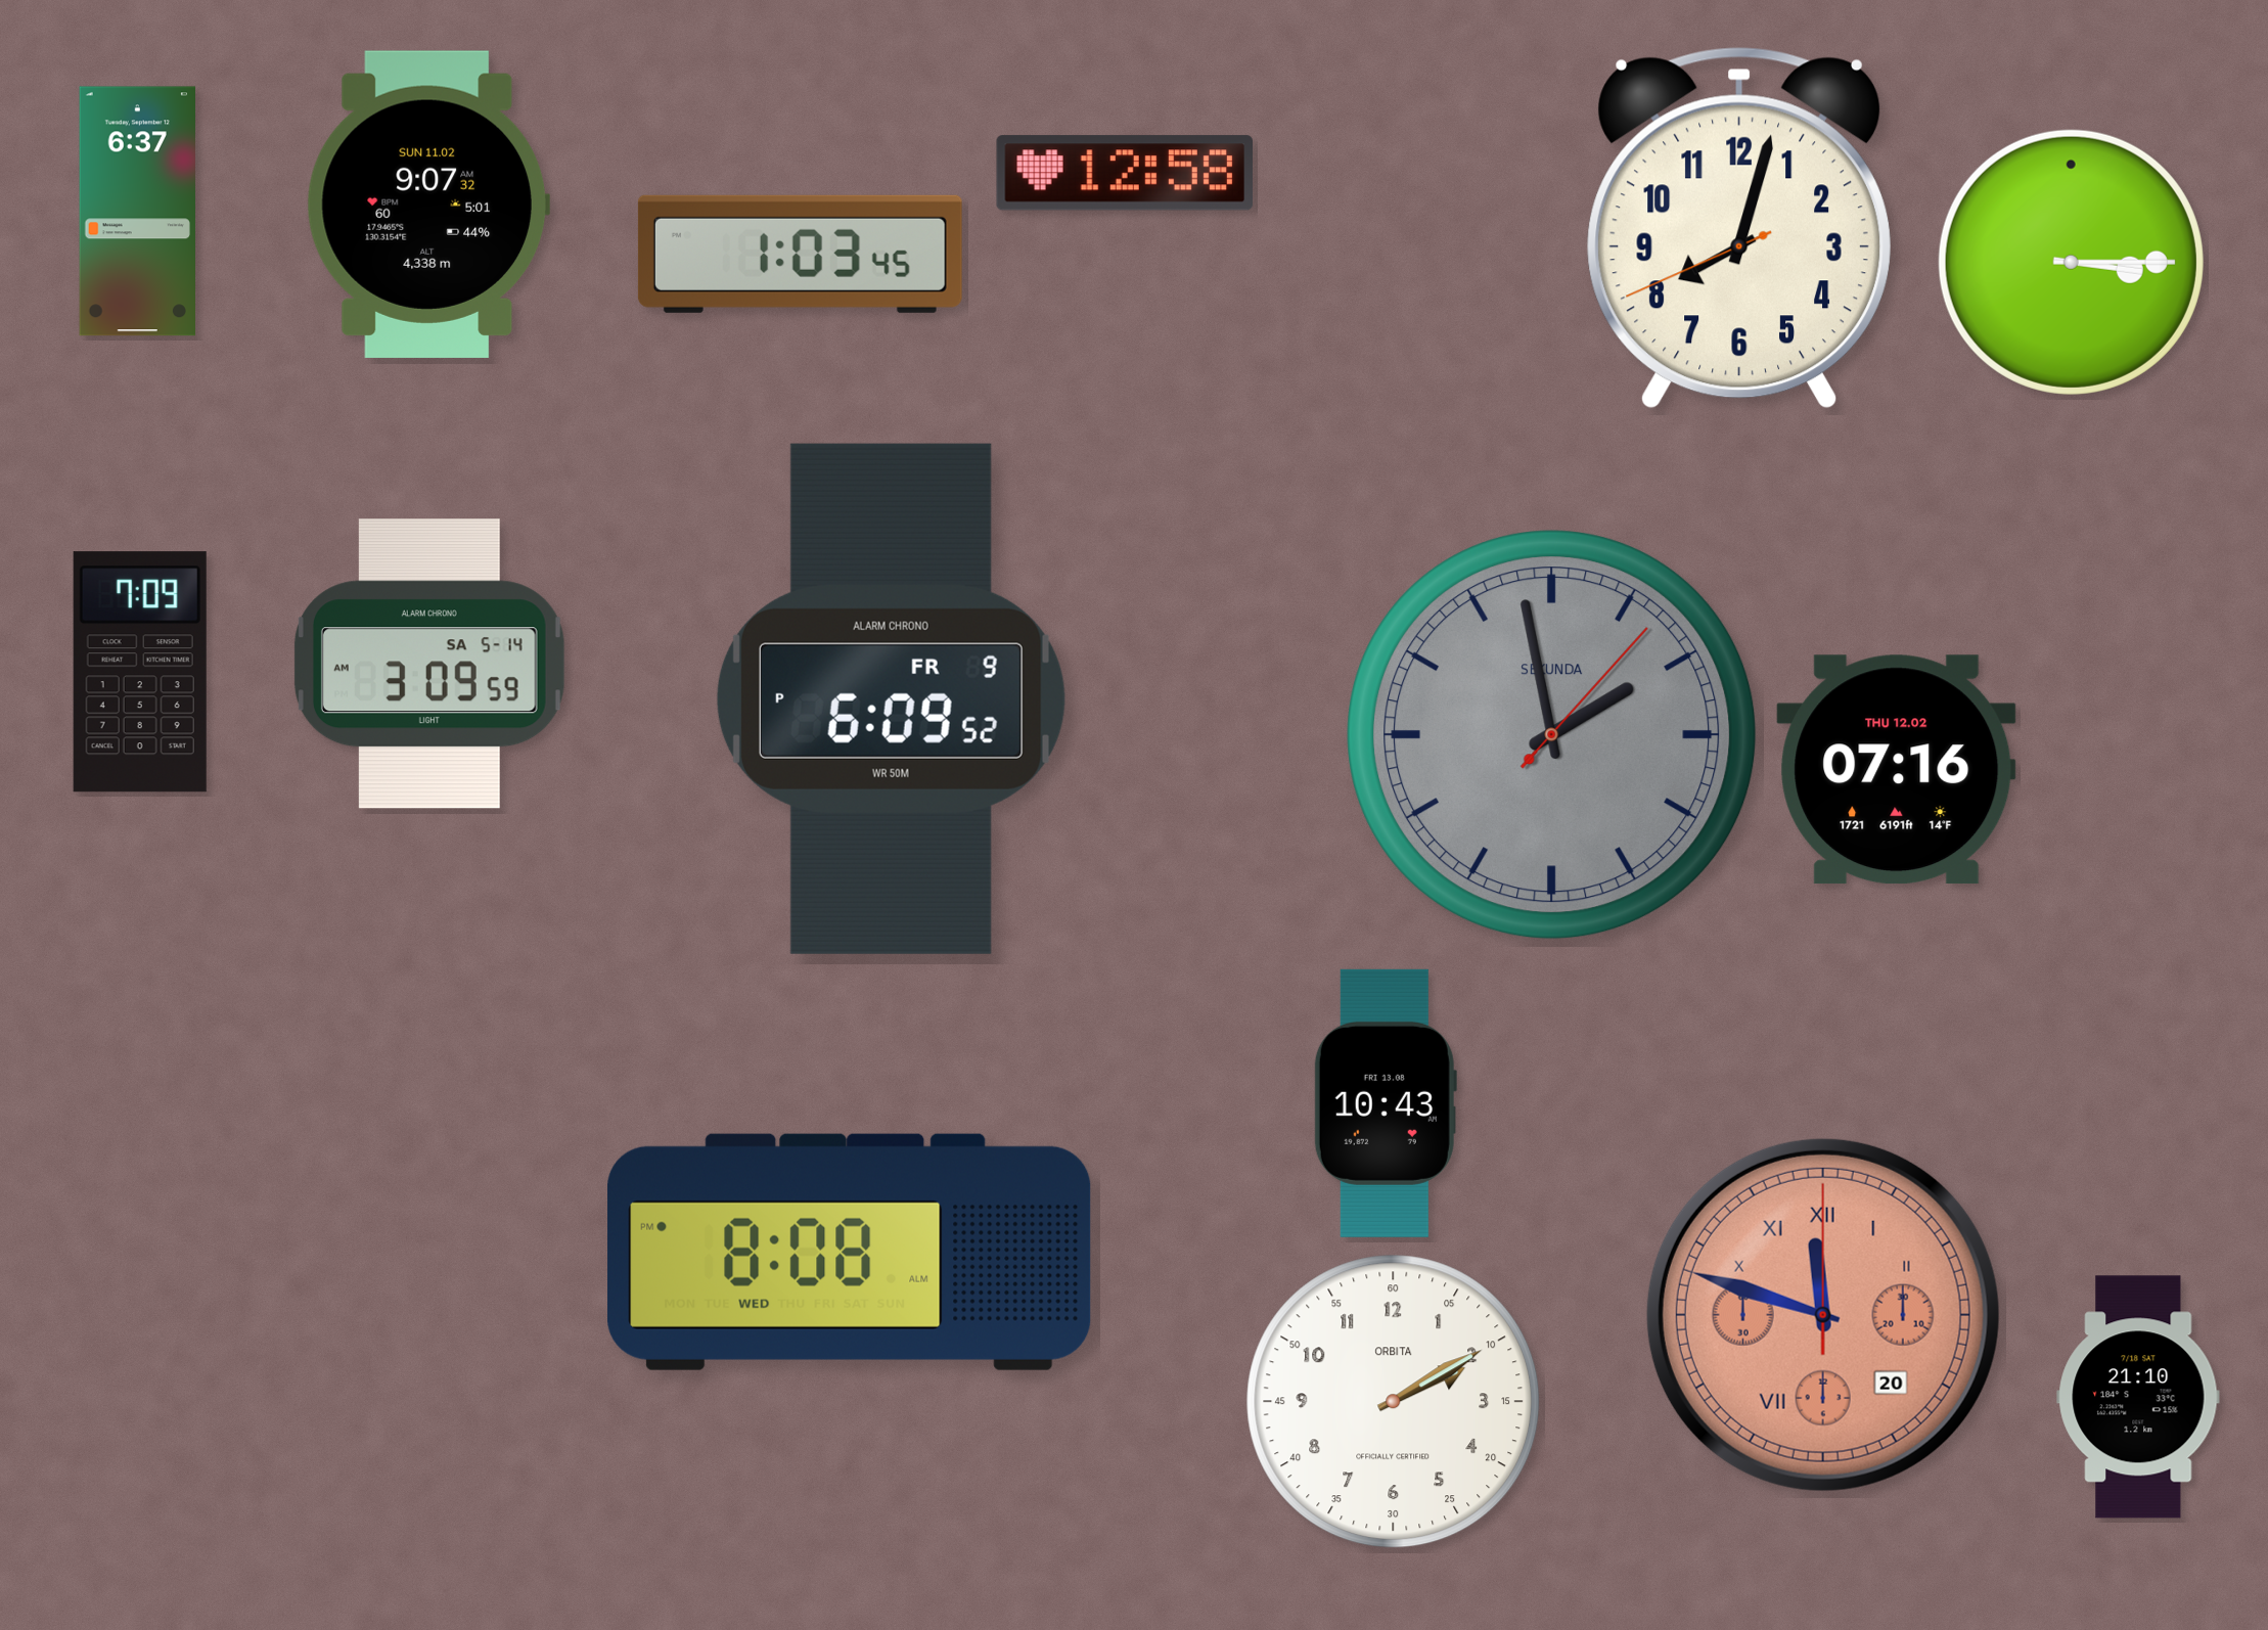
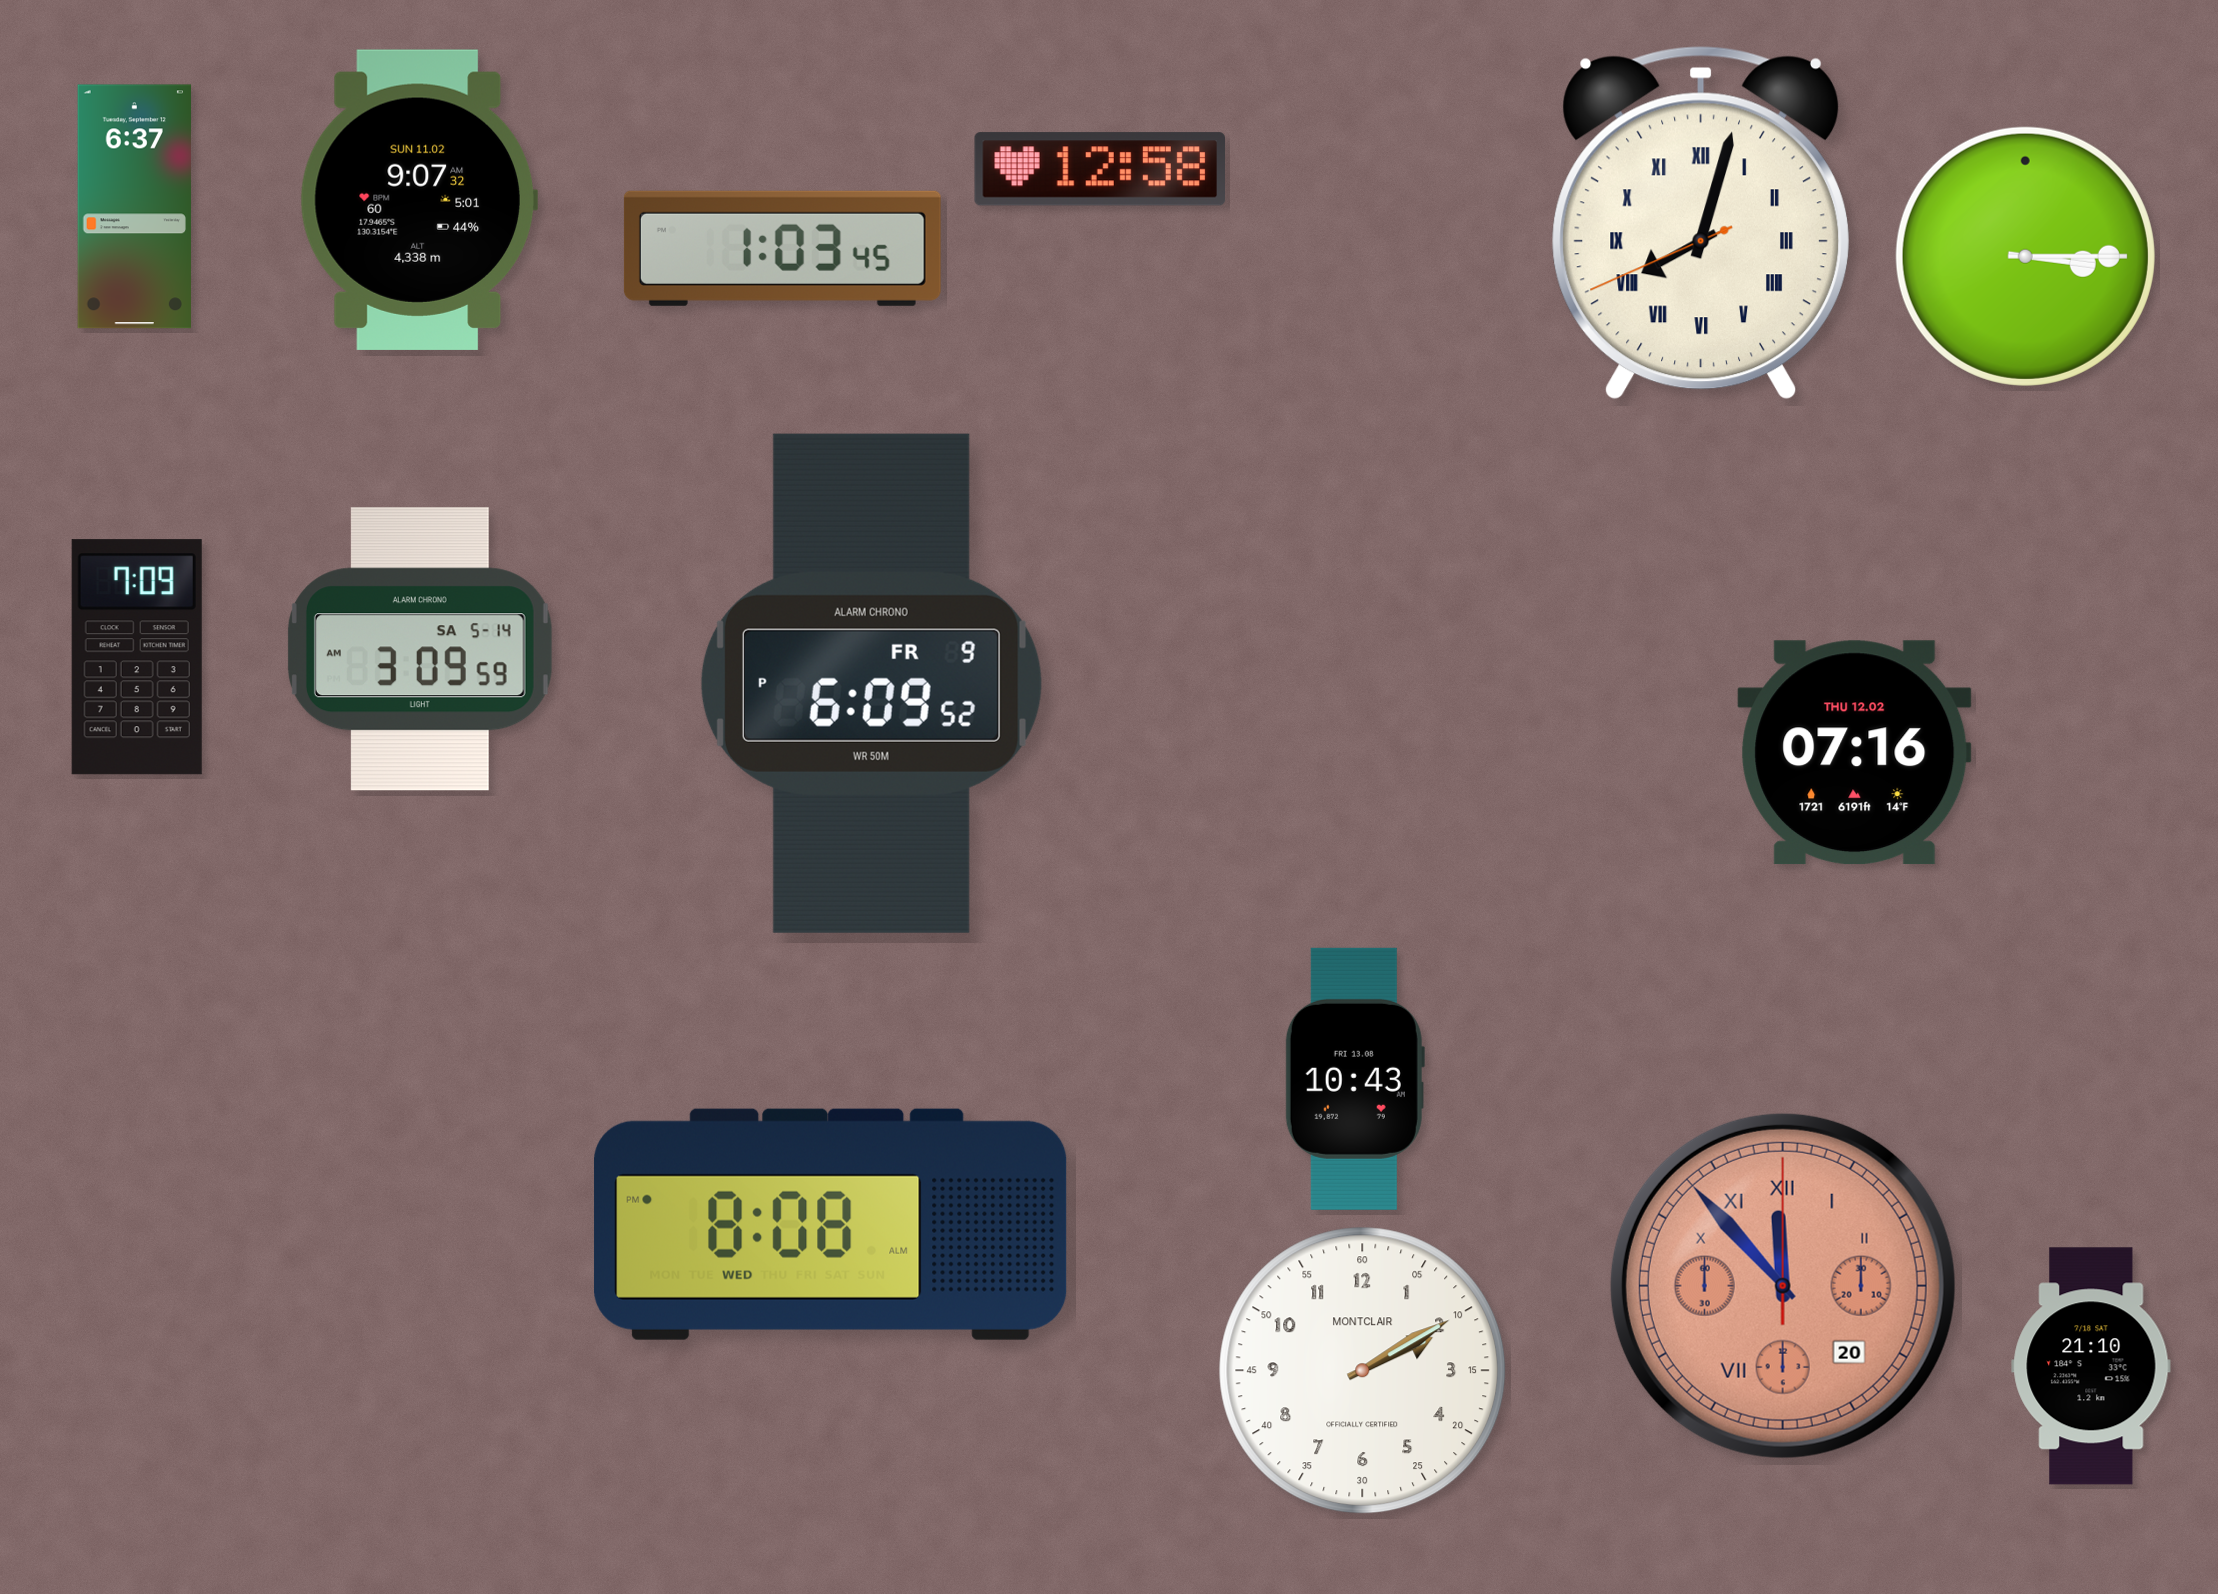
clock at (1739, 228) numerals: Arabic -> Roman
clock at (1552, 735): 1:58 -> none
clock at (1823, 1315): 11:48 -> 11:53
clock at (1394, 1402) brand: ORBITA -> MONTCLAIR
